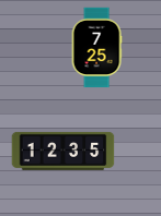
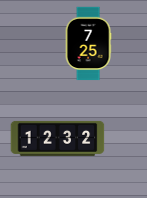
clock at (64, 151): 12:35 -> 12:32
